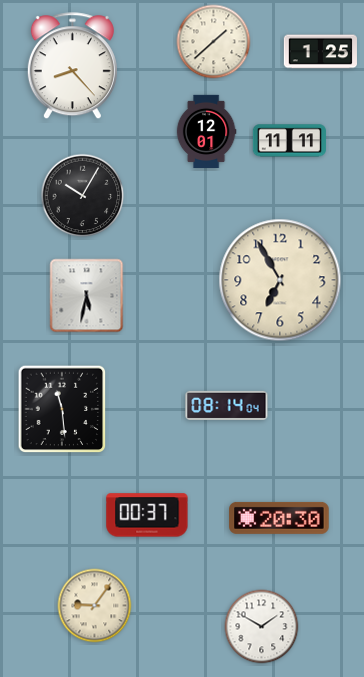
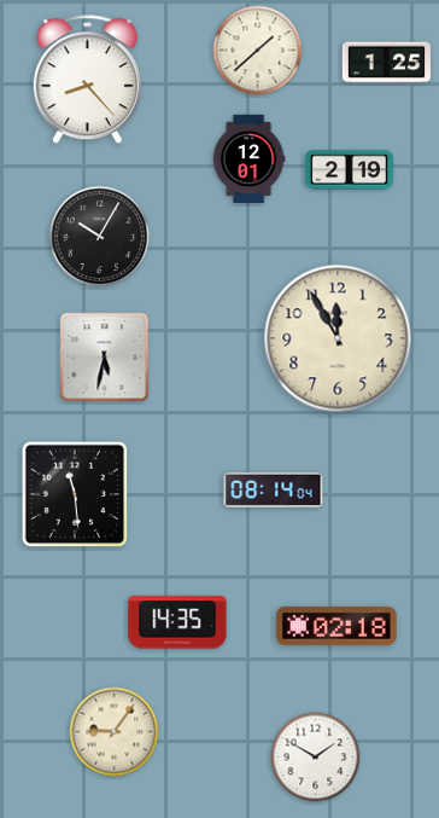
clock at (289, 141): 11:11 -> 2:19
clock at (280, 280): 6:55 -> 11:55
clock at (147, 515): 00:37 -> 14:35
clock at (279, 518): 20:30 -> 02:18
